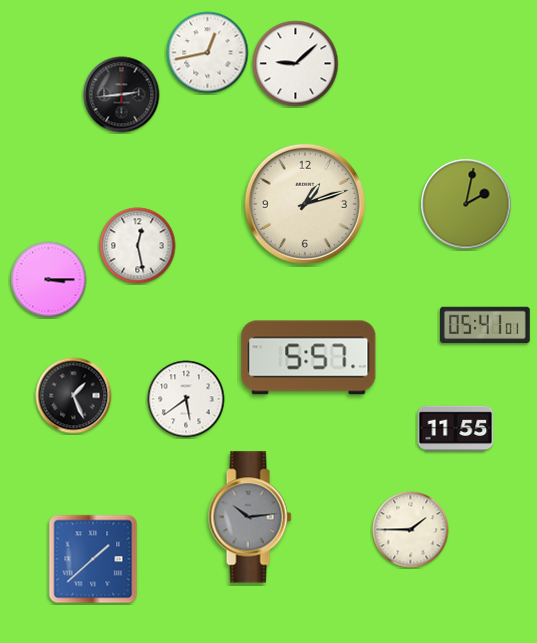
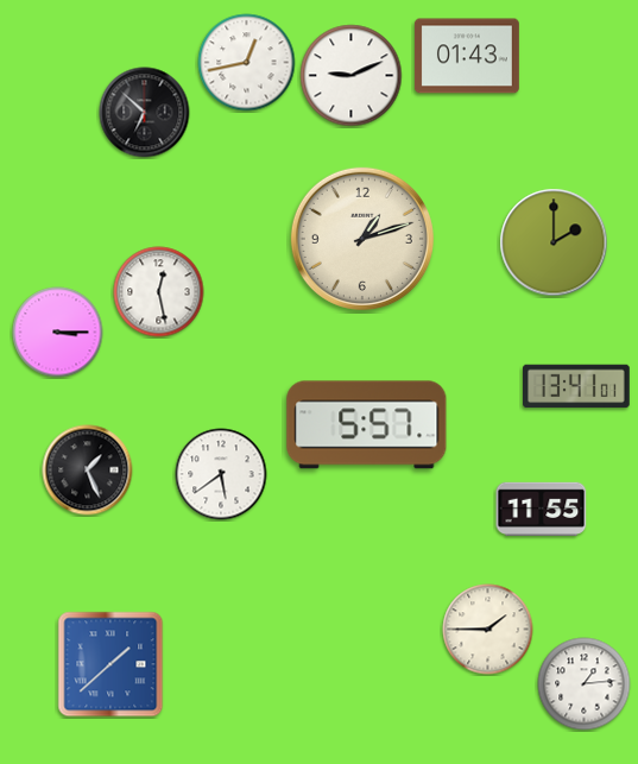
clock at (467, 56): none -> 01:43
clock at (296, 64): 9:08 -> 9:11
clock at (122, 95): 2:44 -> 6:52
clock at (305, 204) position: (305, 204) -> (362, 239)
clock at (466, 204): 2:02 -> 2:00
clock at (138, 246) position: (138, 246) -> (159, 292)
clock at (485, 325): 05:41 -> 13:41
clock at (250, 517): 10:14 -> none
clock at (585, 684): none -> 1:14
